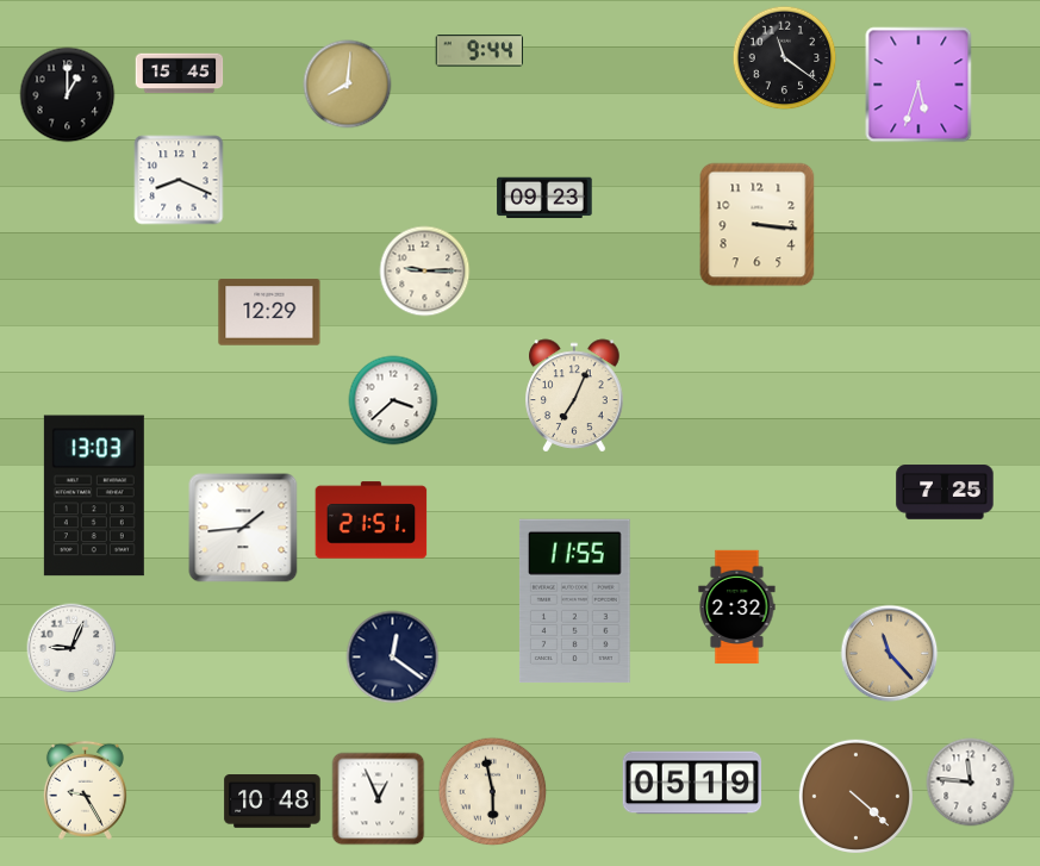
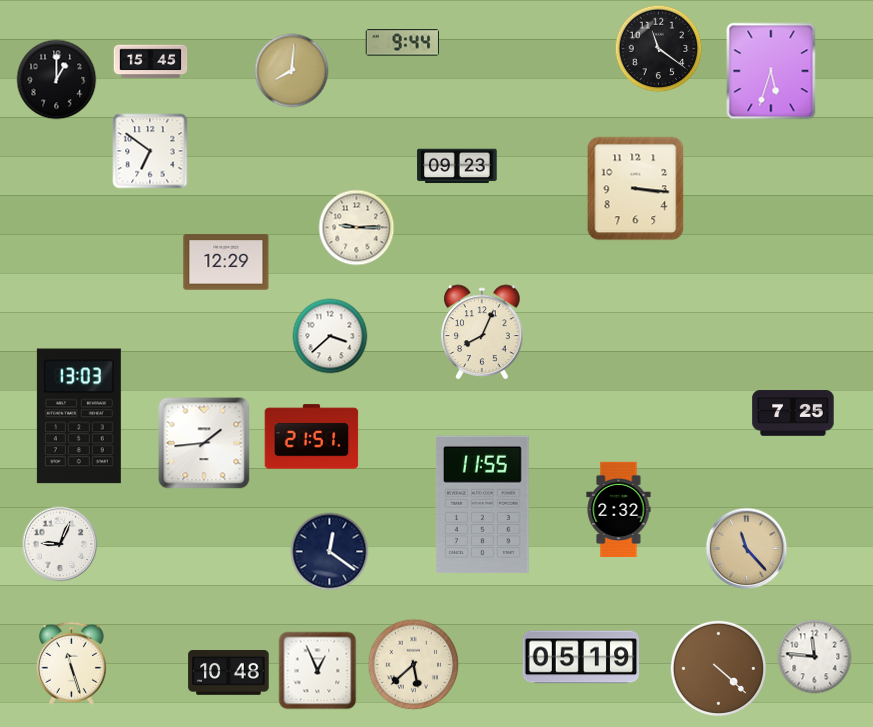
clock at (179, 180): 8:19 -> 6:51
clock at (574, 395): 7:04 -> 8:04
clock at (85, 790): 9:25 -> 11:27
clock at (493, 792): 5:58 -> 5:38
